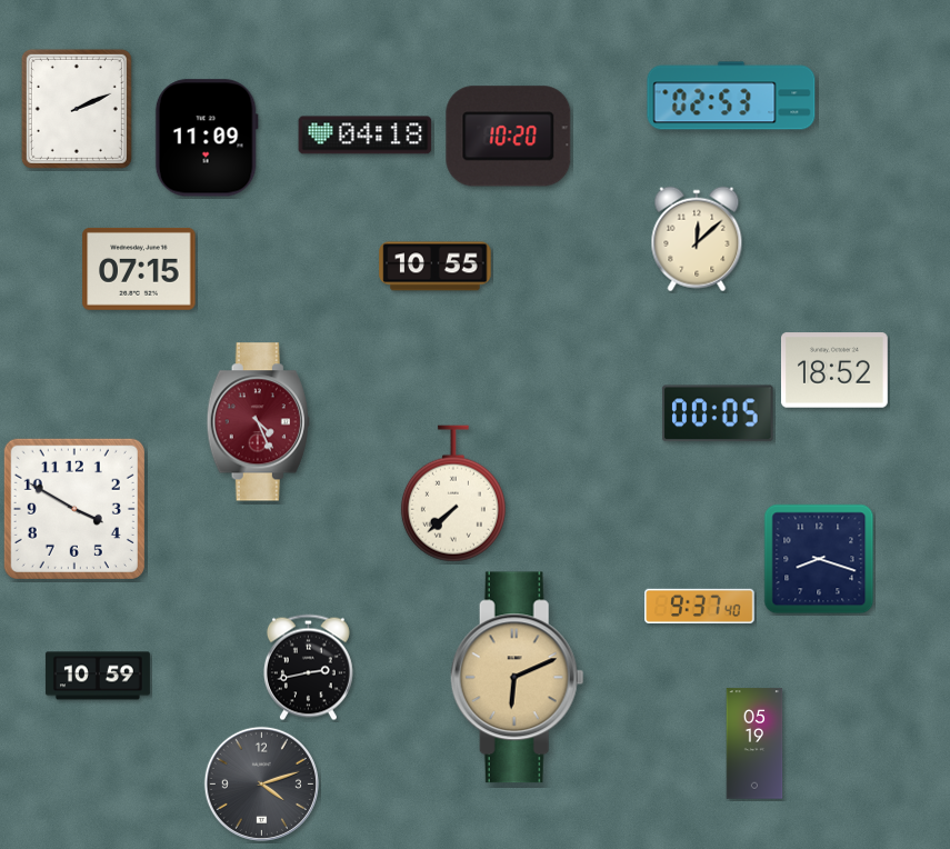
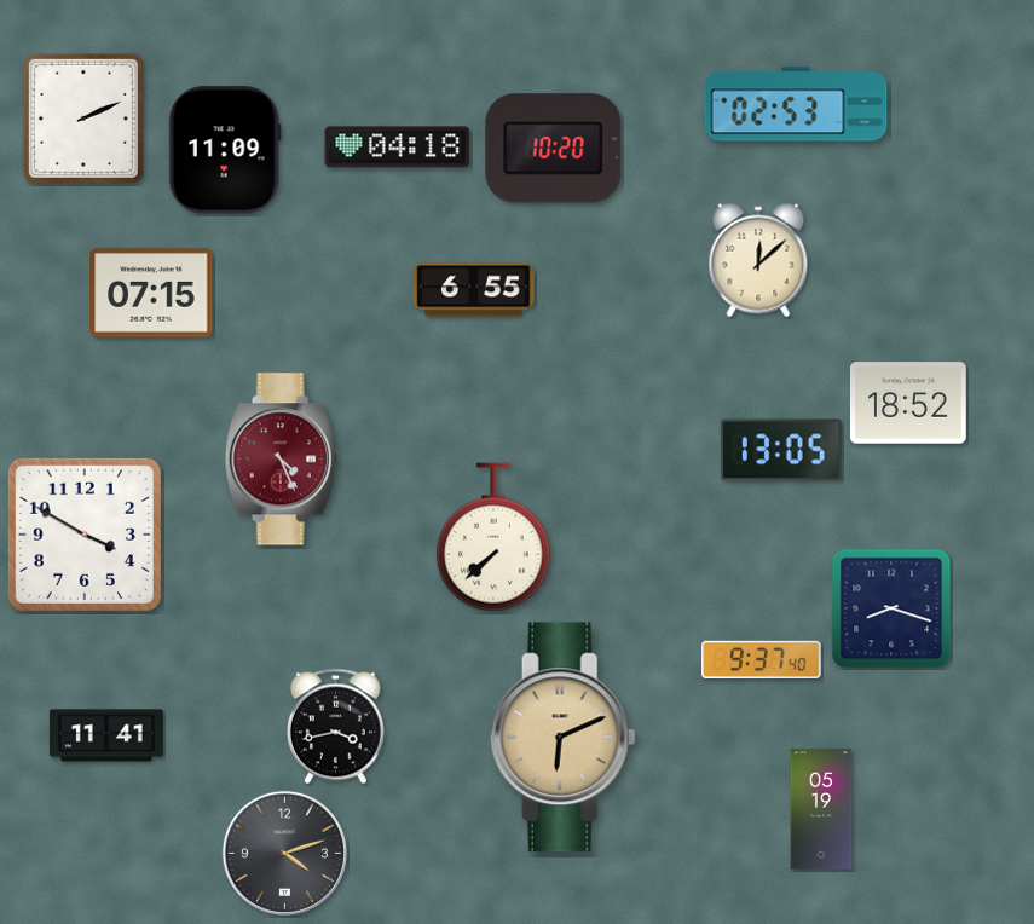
clock at (436, 267): 10:55 -> 6:55
clock at (719, 413): 00:05 -> 13:05
clock at (74, 509) position: (74, 509) -> (85, 535)
clock at (308, 668): 2:43 -> 3:43
clock at (98, 676): 10:59 -> 11:41
